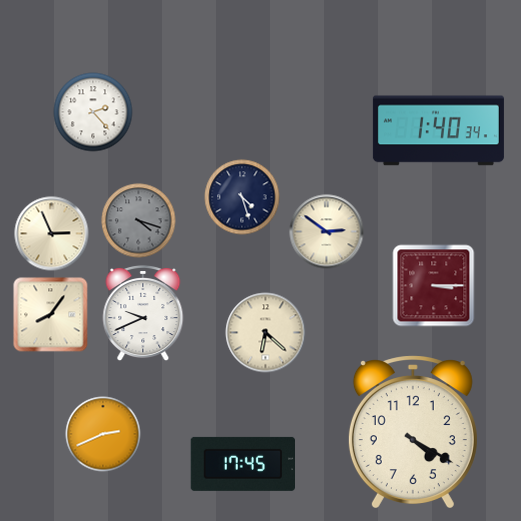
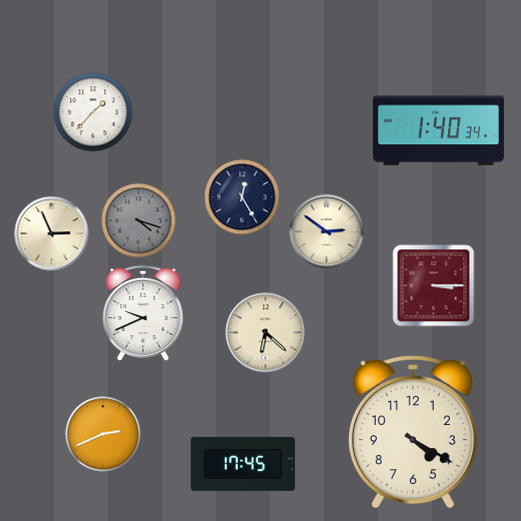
clock at (93, 112): 2:23 -> 1:37
clock at (242, 197): 4:27 -> 12:25
clock at (51, 315): 8:06 -> none
